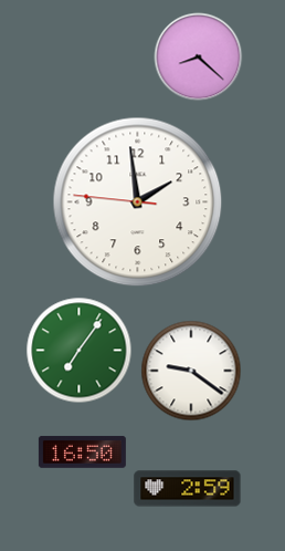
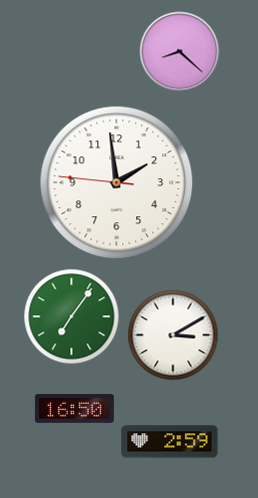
clock at (138, 202) position: (138, 202) -> (117, 183)
clock at (191, 371): 9:21 -> 3:10
